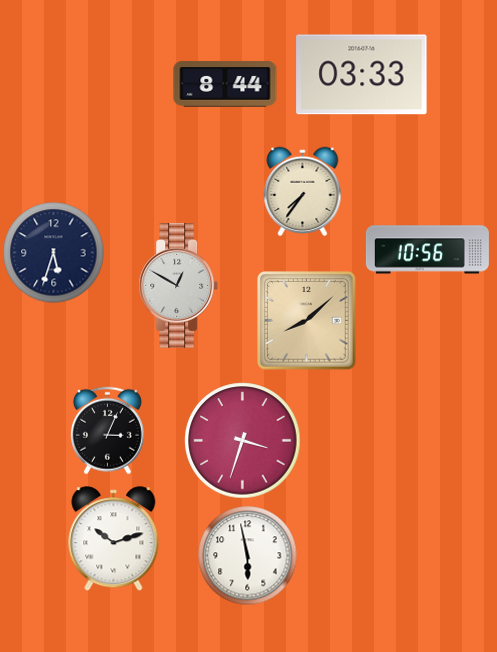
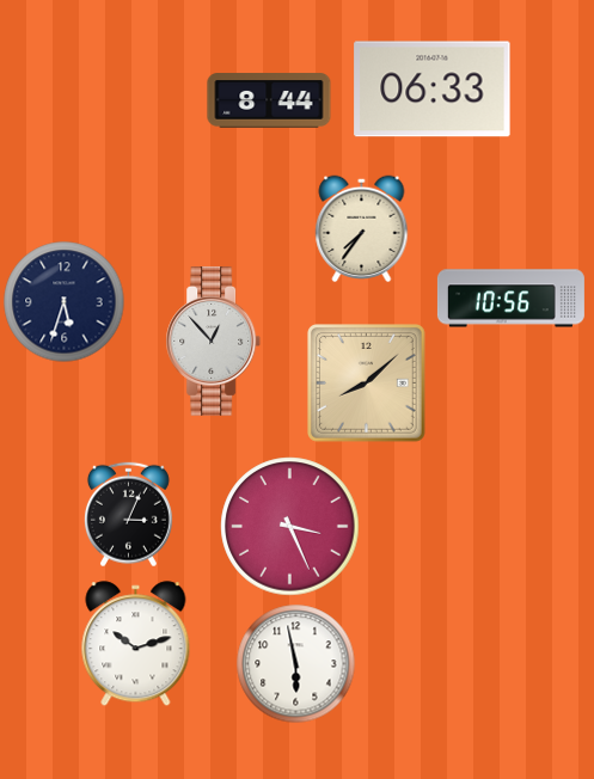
clock at (362, 75): 03:33 -> 06:33
clock at (179, 285): 12:50 -> 12:53
clock at (243, 441): 3:33 -> 3:26
